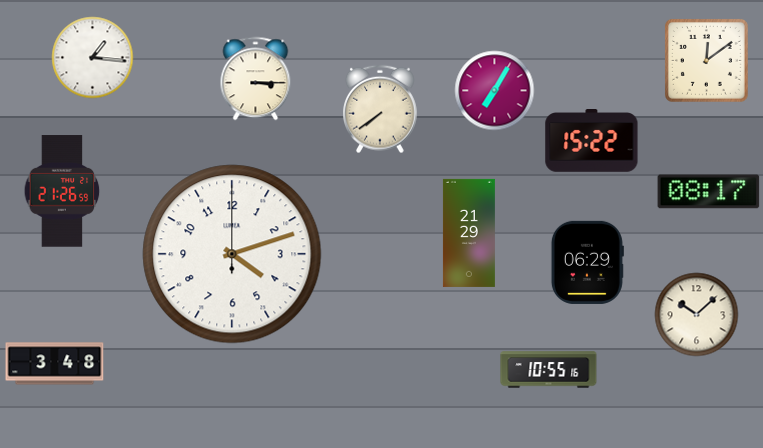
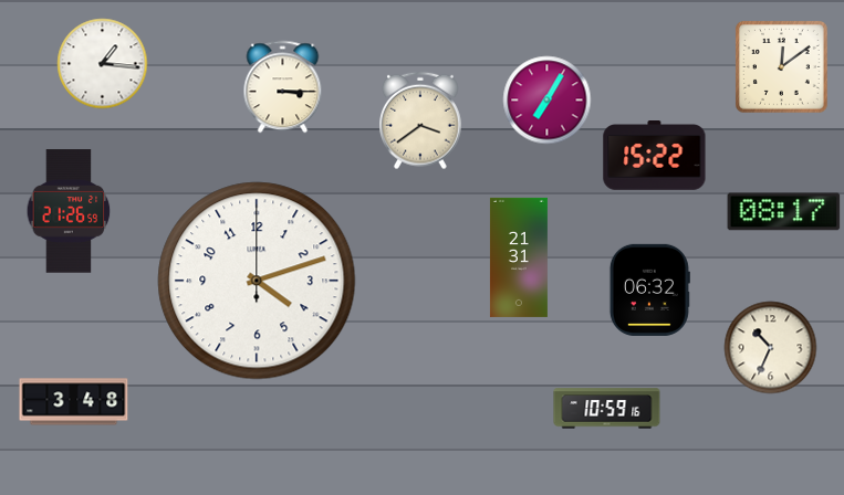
clock at (381, 109): 7:39 -> 3:39
clock at (469, 233): 21:29 -> 21:31
clock at (587, 262): 06:29 -> 06:32
clock at (697, 315): 10:08 -> 10:34
clock at (55, 364) position: (55, 364) -> (74, 402)
clock at (549, 370): 10:55 -> 10:59
